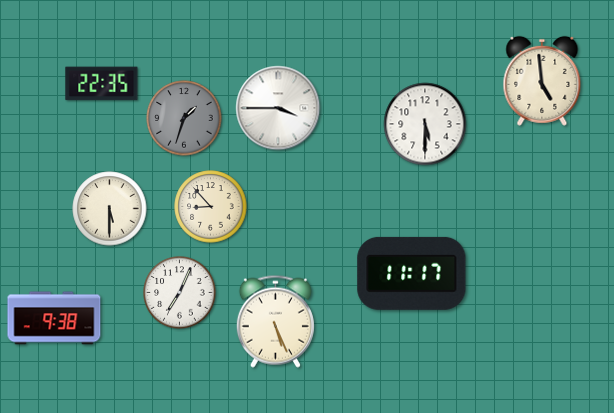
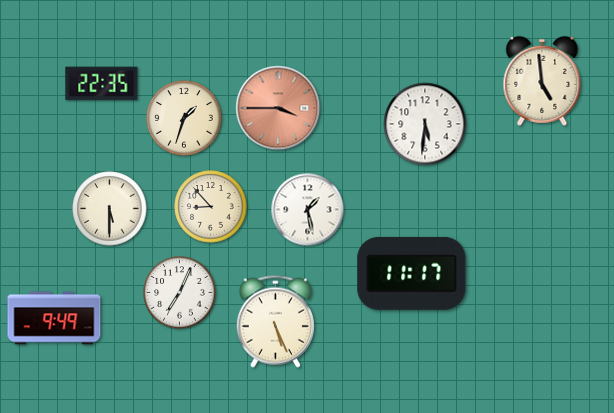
clock at (278, 108) dial: white -> salmon
clock at (184, 118) dial: grey -> cream
clock at (425, 124): 5:30 -> 5:31
clock at (308, 210): none -> 1:28
clock at (54, 318): 9:38 -> 9:49
